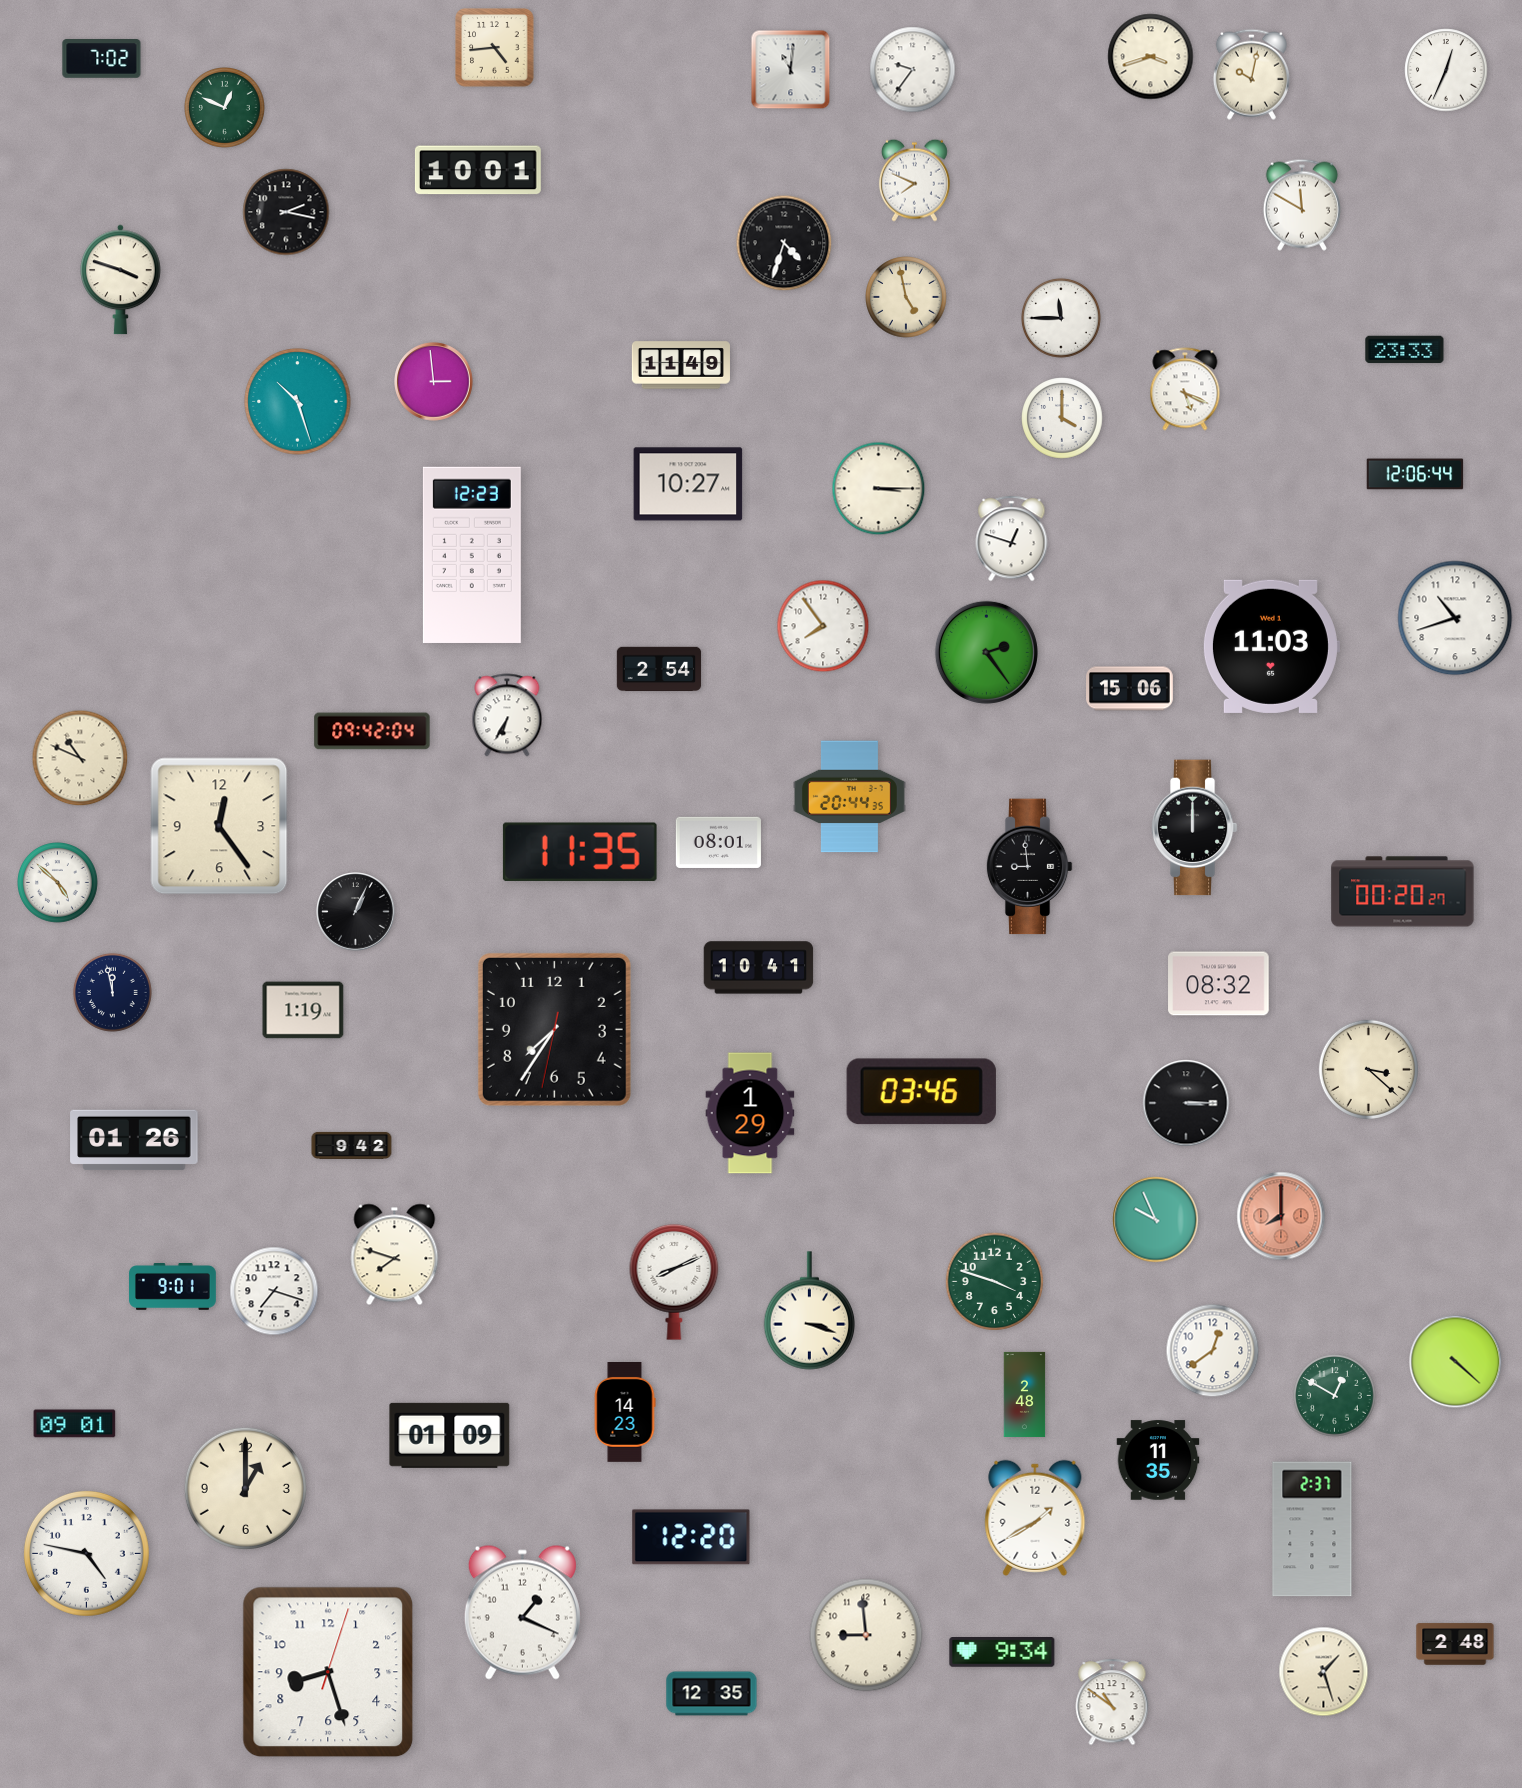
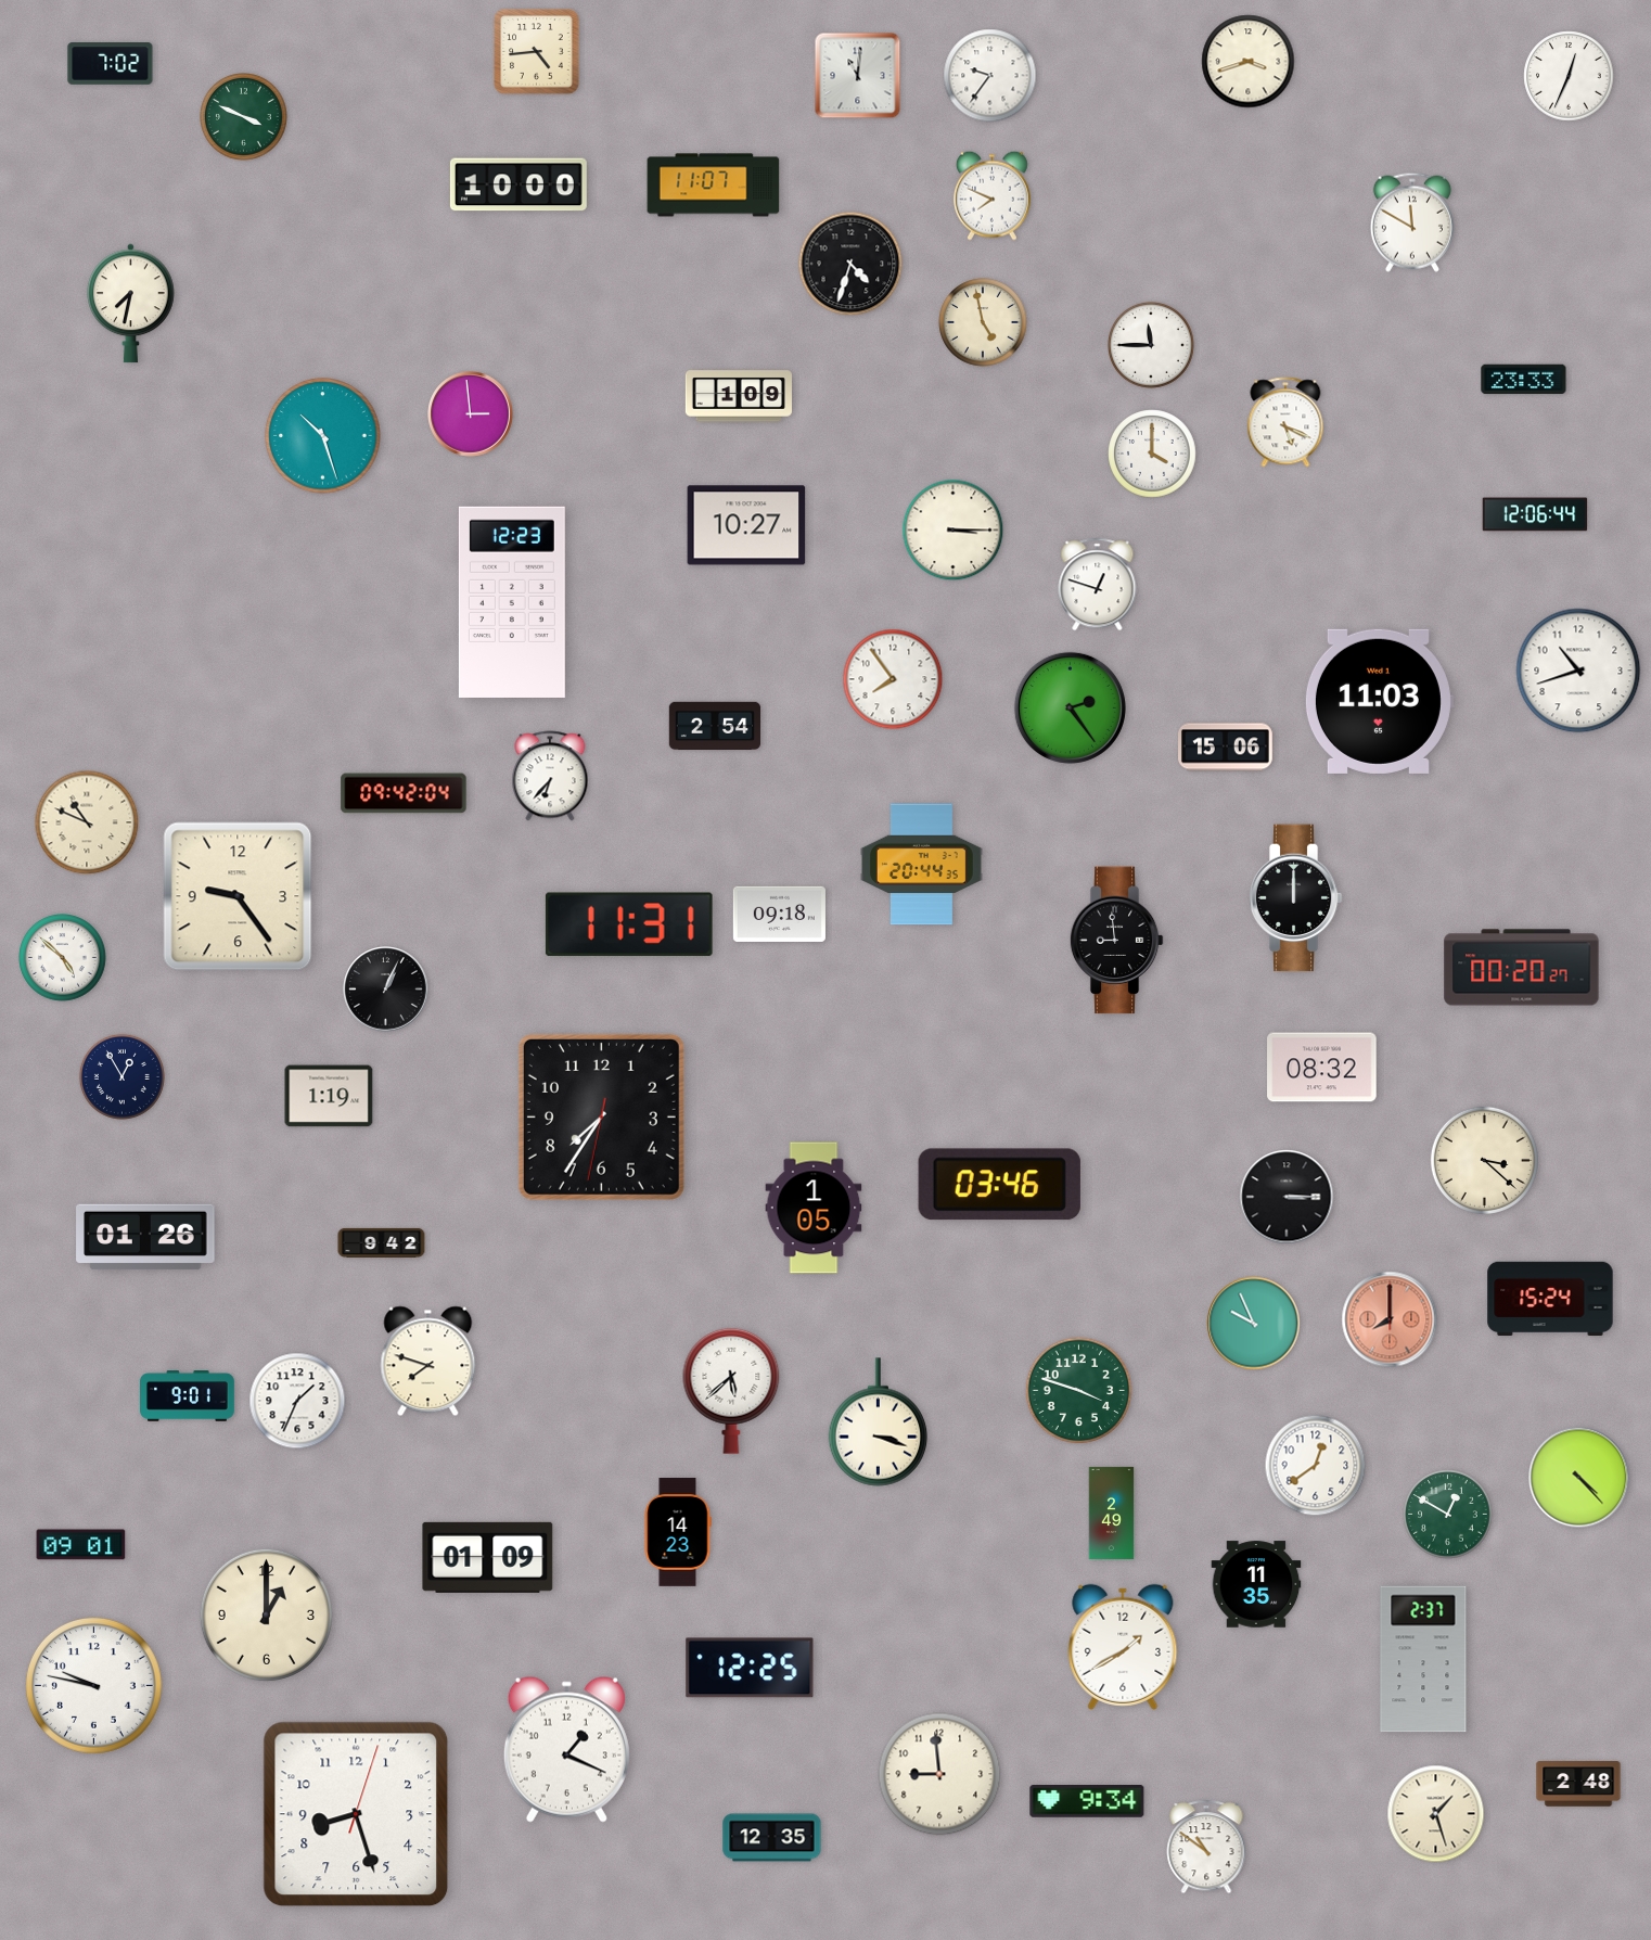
clock at (1251, 74): 10:02 -> none
clock at (225, 108): 12:49 -> 3:49
clock at (478, 170): 10:01 -> 10:00
clock at (714, 186): none -> 11:07
clock at (286, 212): 2:17 -> none
clock at (121, 280): 3:48 -> 7:32
clock at (681, 365): 11:49 -> 1:09
clock at (507, 715): 6:35 -> 6:37
clock at (219, 826): 12:24 -> 9:24
clock at (718, 842): 08:01 -> 09:18
clock at (580, 852): 11:35 -> 11:31
clock at (759, 968): 10:41 -> none
clock at (112, 992): 11:58 -> 12:55
clock at (750, 1113): 1:29 -> 1:05
clock at (1550, 1299): none -> 15:24
clock at (674, 1282): 8:11 -> 5:38
clock at (274, 1291): 7:18 -> 1:34
clock at (1456, 1362): 4:22 -> 4:23
clock at (1025, 1394): 2:48 -> 2:49
clock at (691, 1537): 12:20 -> 12:25
clock at (86, 1553): 4:47 -> 9:47
clock at (1002, 1653) position: (1002, 1653) -> (1087, 1802)
